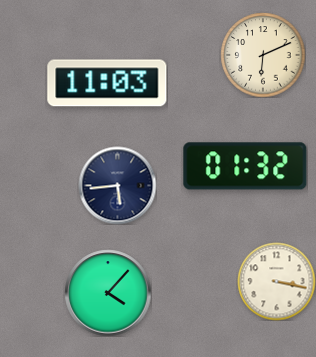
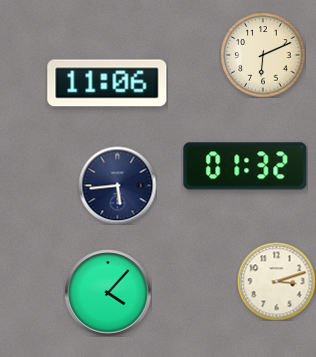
clock at (107, 83): 11:03 -> 11:06
clock at (276, 281): 3:17 -> 3:12
